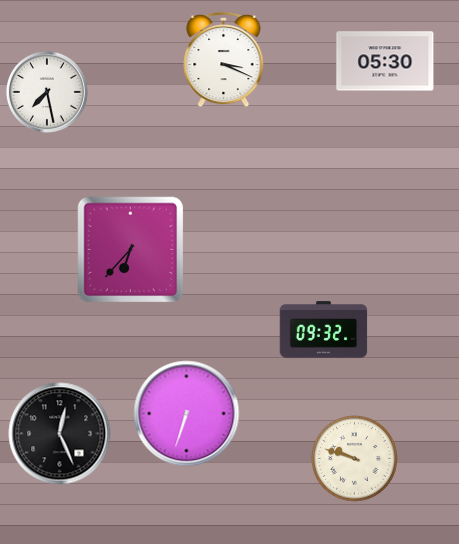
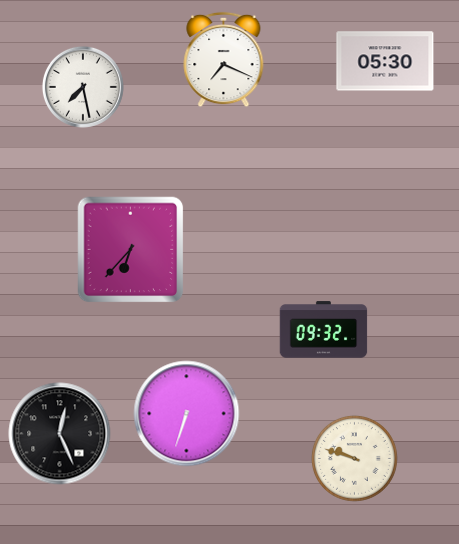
clock at (224, 60): 3:19 -> 7:19
clock at (47, 92) position: (47, 92) -> (83, 87)
